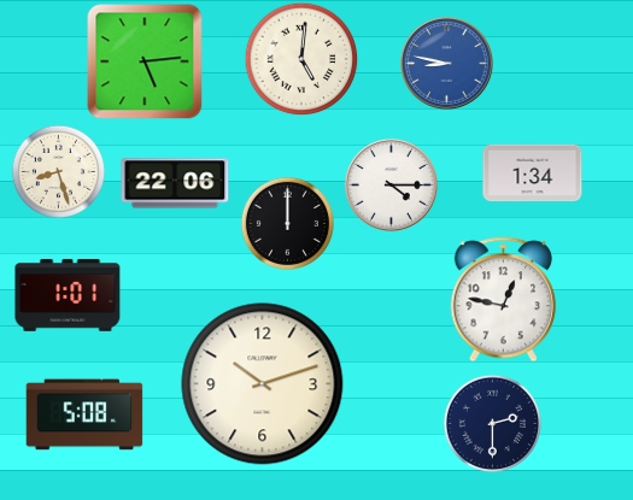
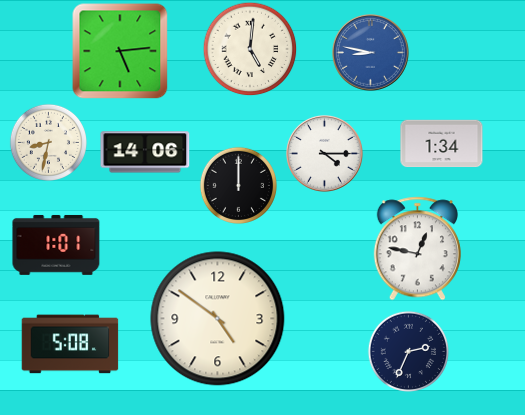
clock at (58, 171): 8:27 -> 8:32
clock at (175, 183): 22:06 -> 14:06
clock at (263, 384): 10:12 -> 4:51
clock at (492, 423): 2:30 -> 2:34
